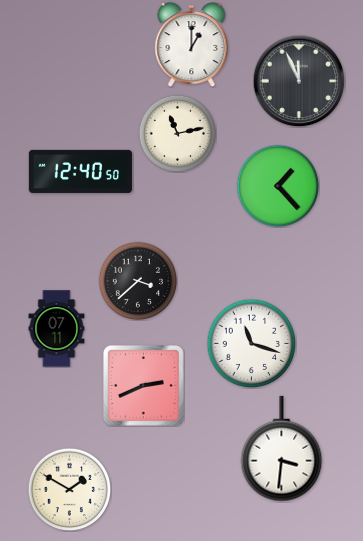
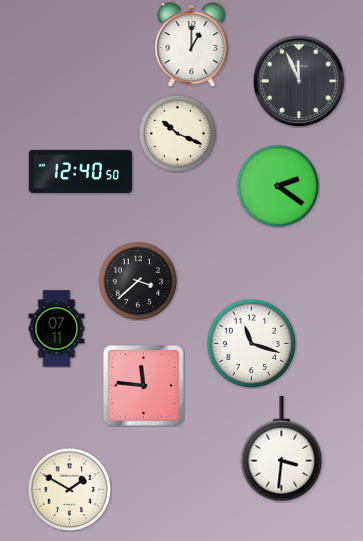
clock at (177, 133): 11:13 -> 10:19
clock at (278, 186): 1:23 -> 2:21
clock at (144, 386): 2:41 -> 11:46
